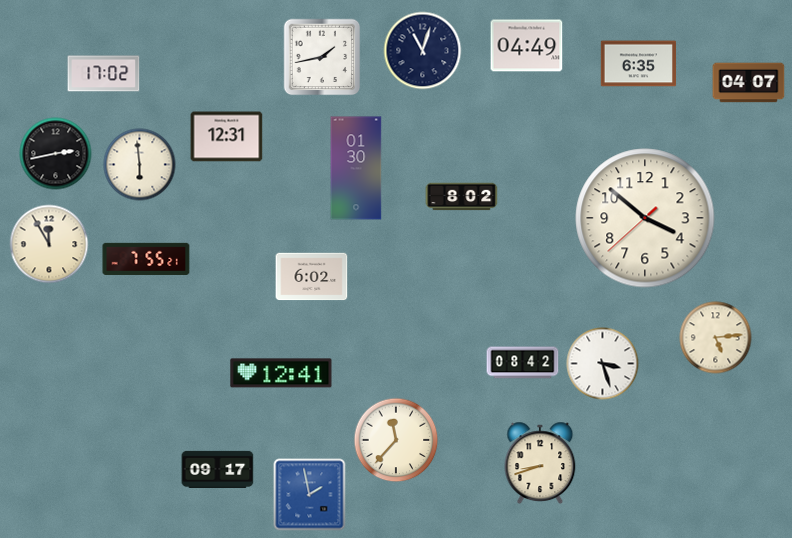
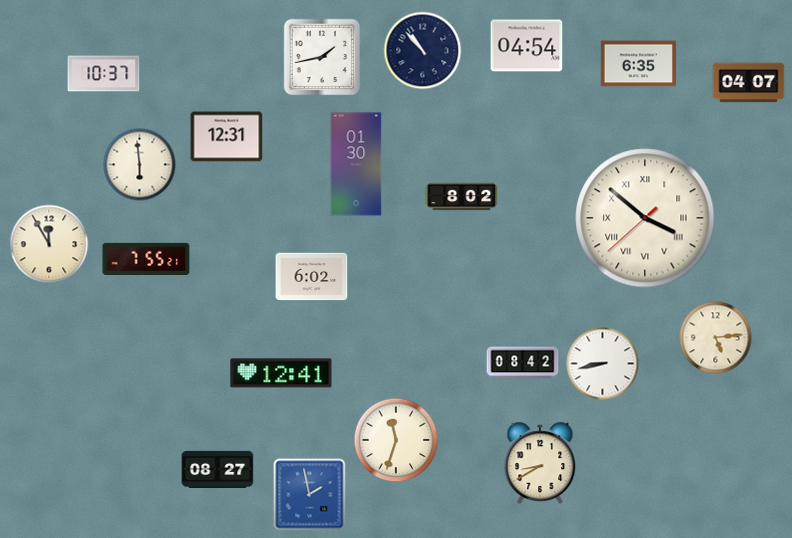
clock at (527, 46): 04:49 -> 04:54
clock at (423, 51): 11:03 -> 10:53
clock at (104, 74): 17:02 -> 10:37
clock at (56, 154): 2:43 -> none
clock at (356, 168) position: (356, 168) -> (356, 164)
clock at (645, 218) numerals: Arabic -> Roman
clock at (603, 364): 3:27 -> 8:43
clock at (396, 440): 11:37 -> 11:33
clock at (540, 463): 8:42 -> 8:40
clock at (218, 469): 09:17 -> 08:27
